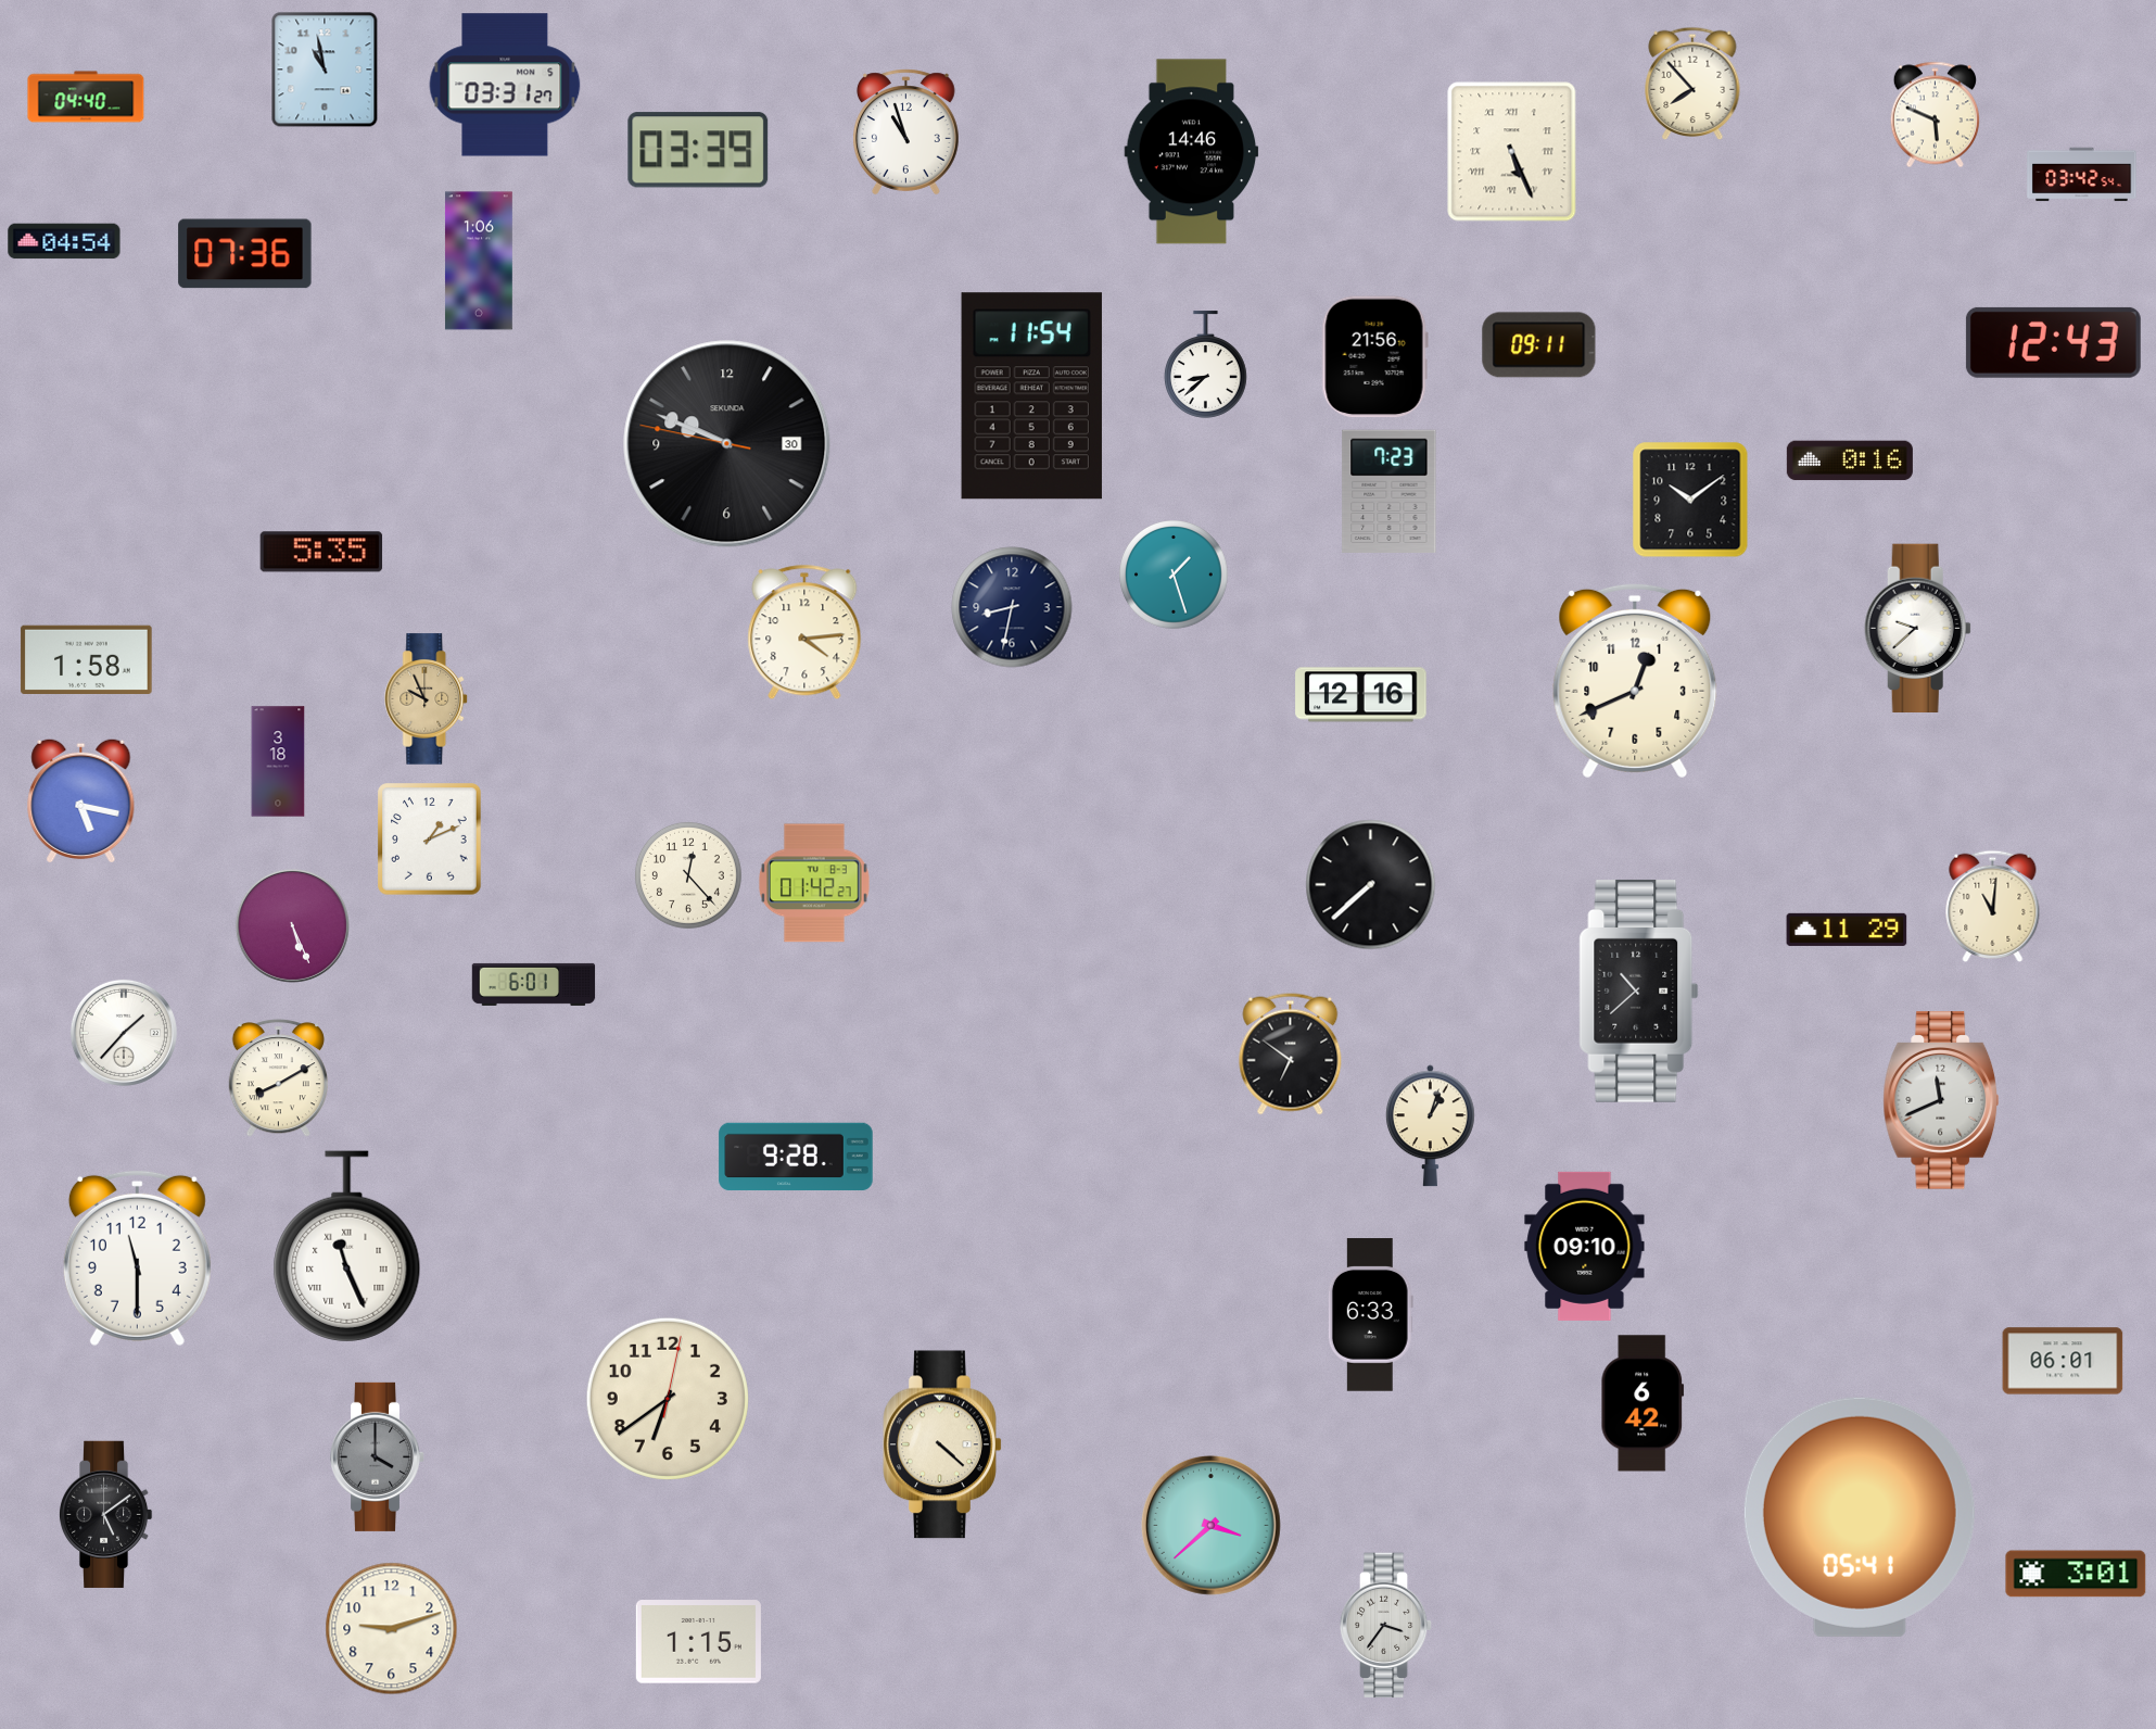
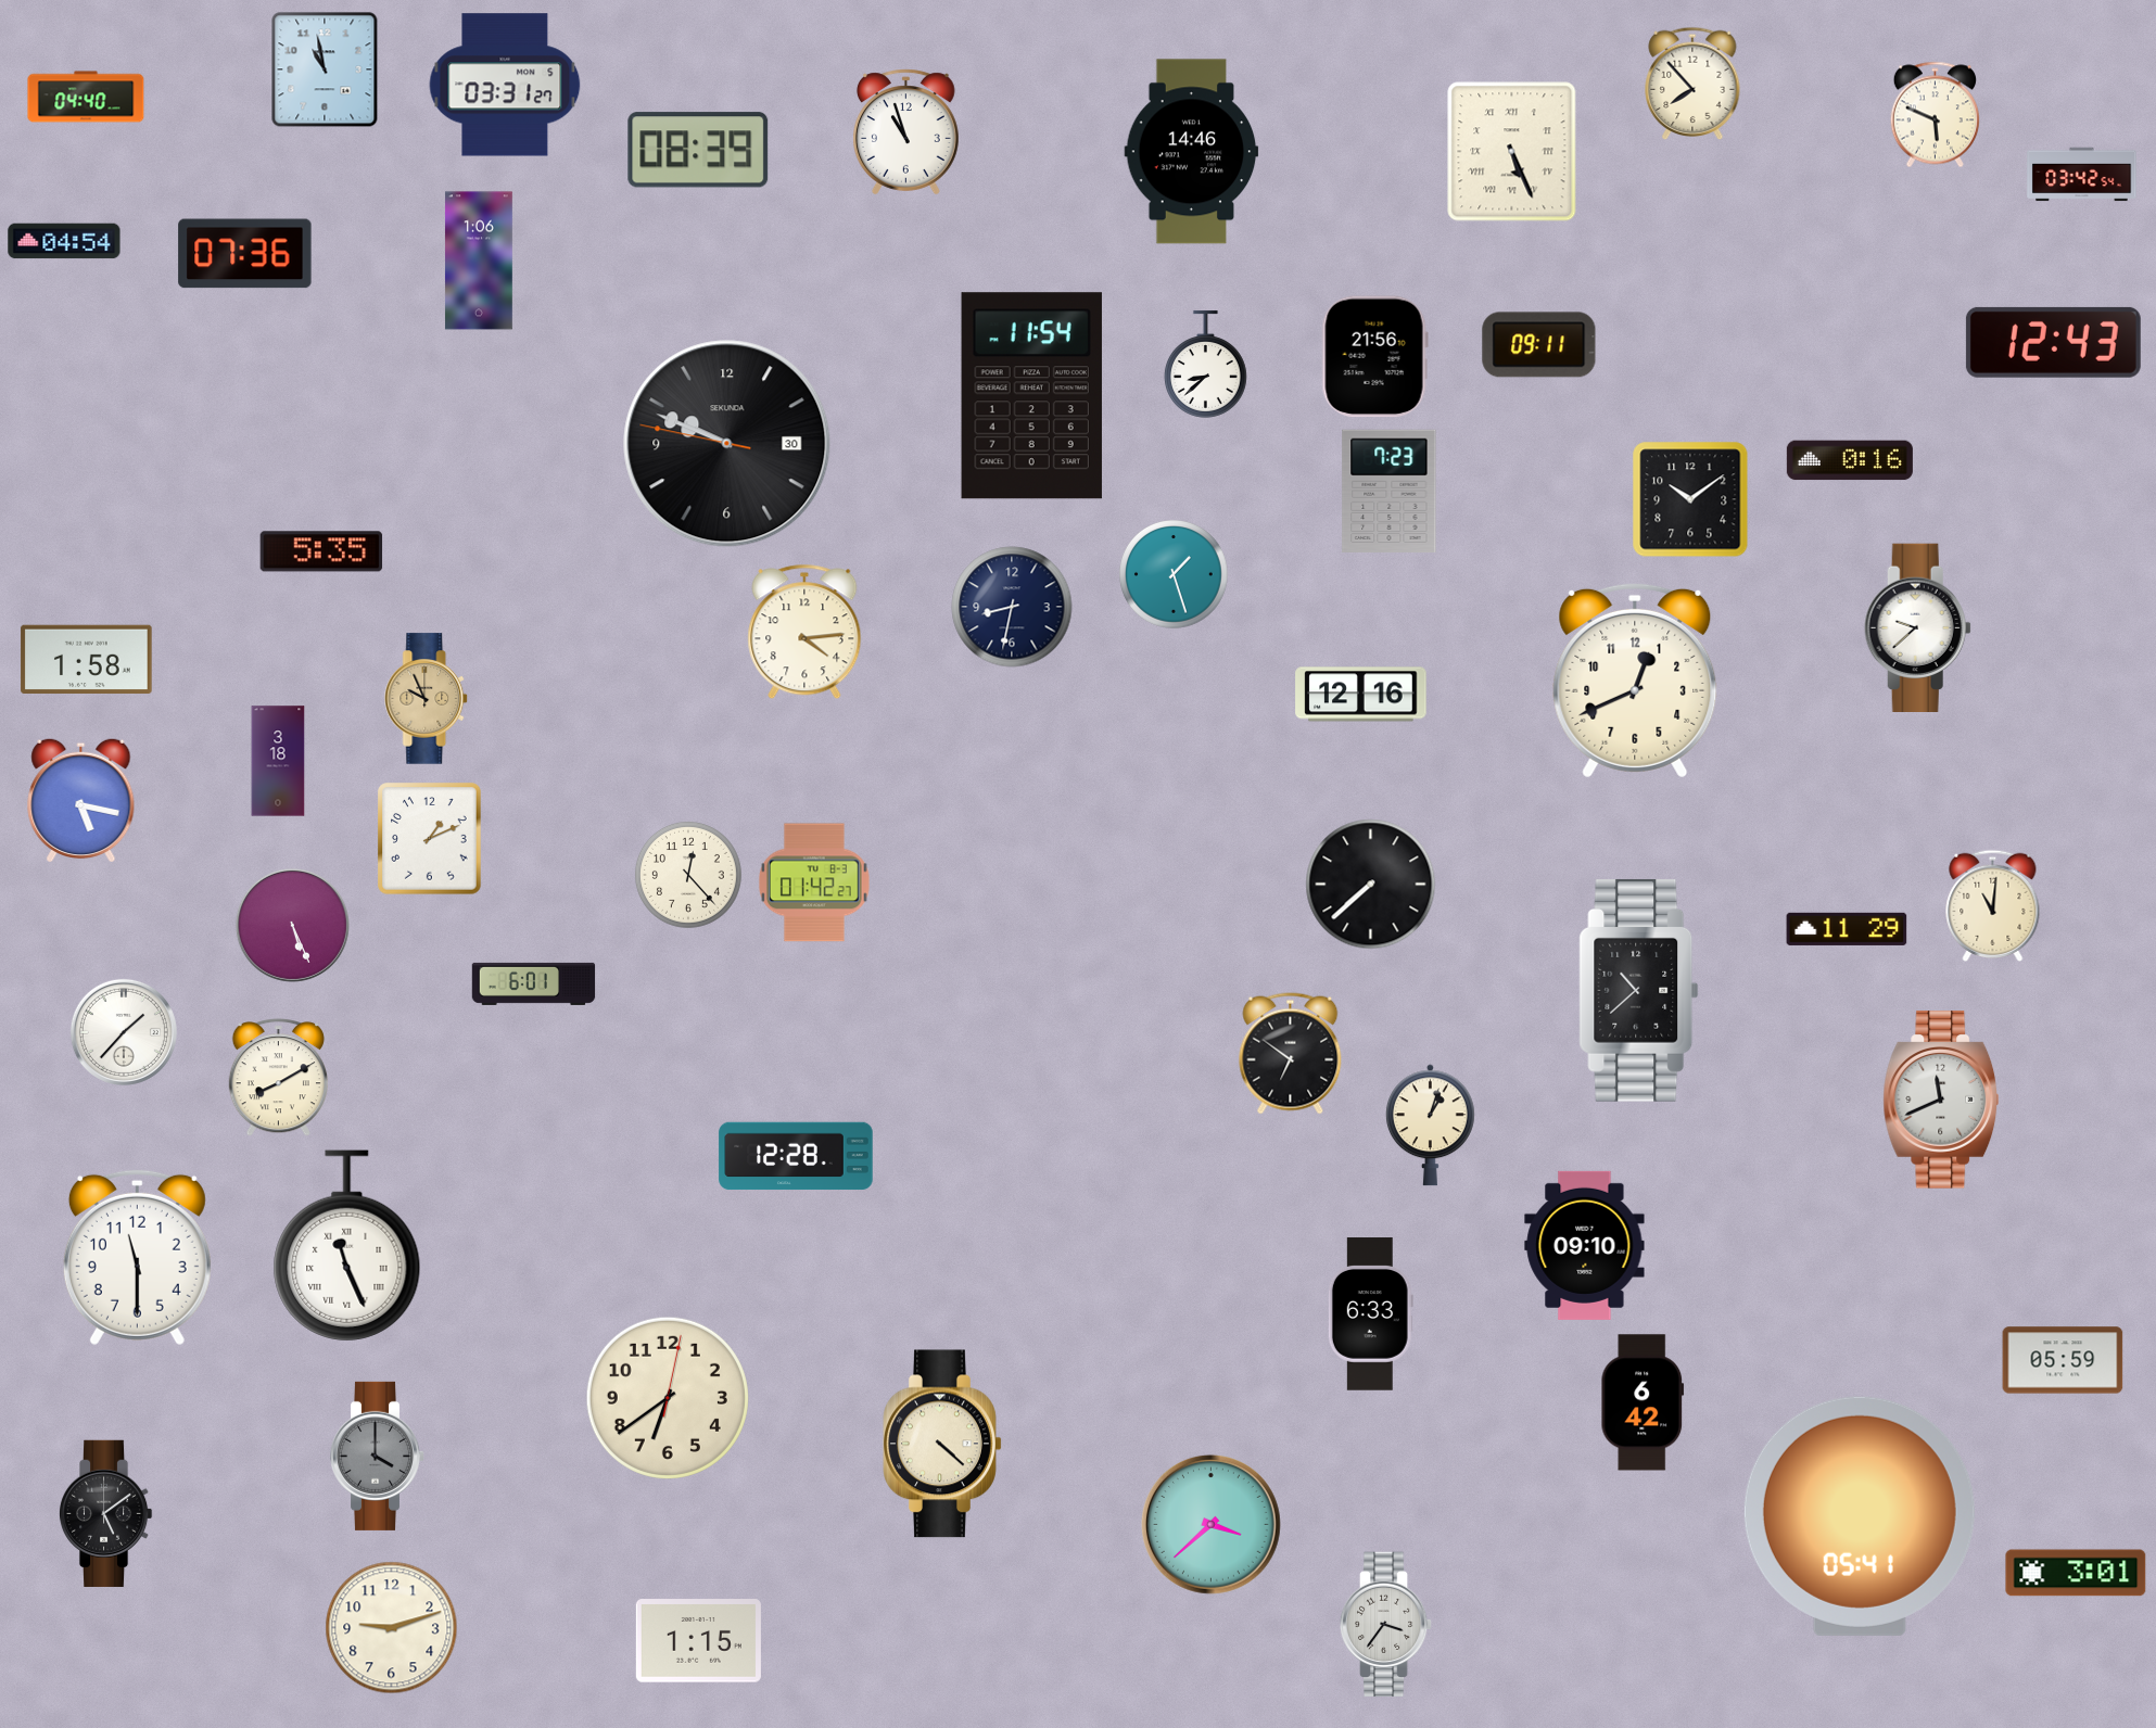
clock at (698, 150): 03:39 -> 08:39
clock at (796, 1157): 9:28 -> 12:28
clock at (2063, 1361): 06:01 -> 05:59
